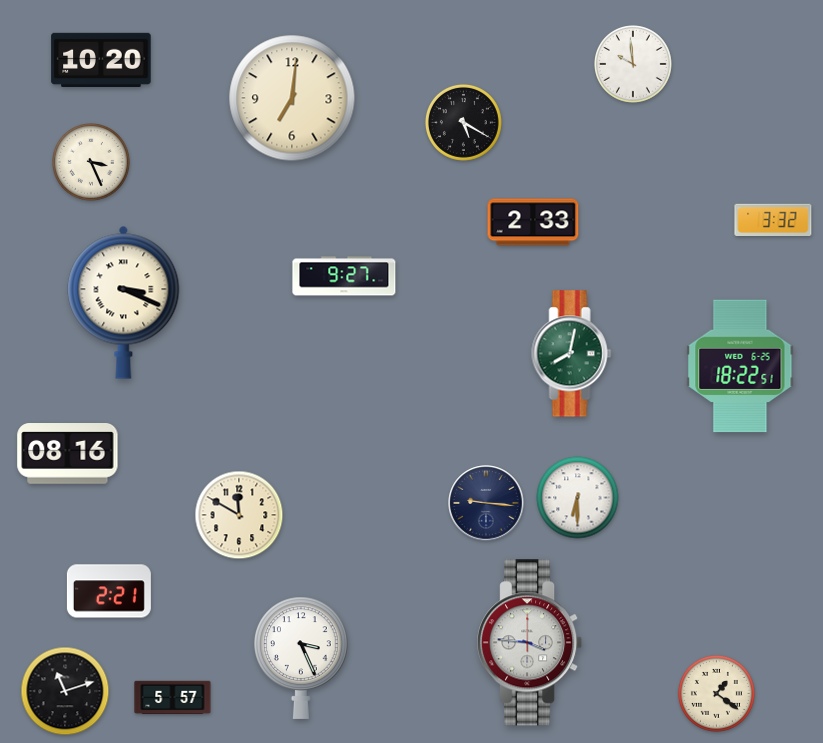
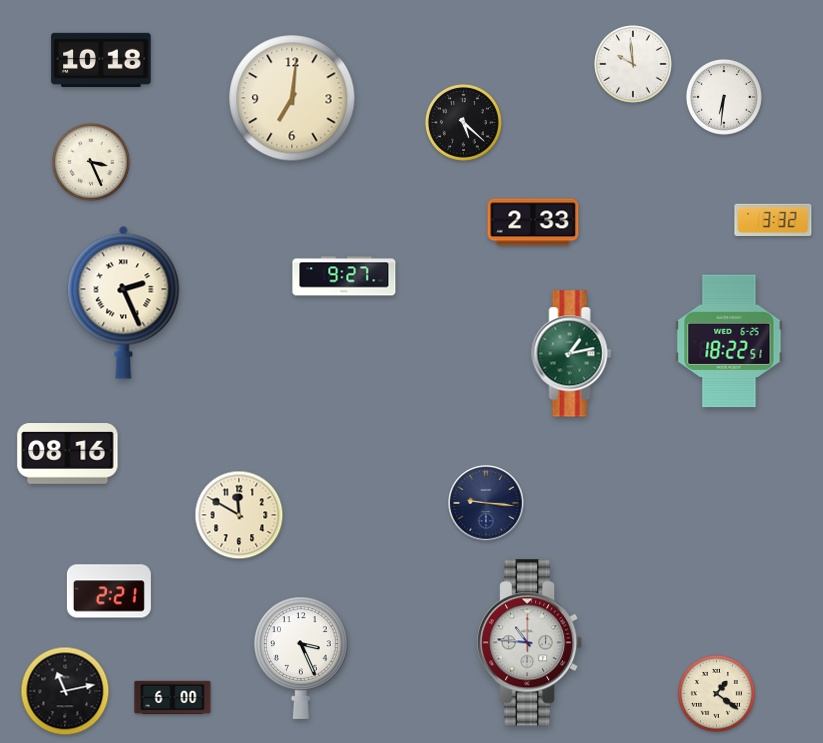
clock at (101, 59): 10:20 -> 10:18
clock at (724, 97): none -> 6:31
clock at (463, 122): 5:20 -> 5:22
clock at (124, 302): 3:19 -> 2:26
clock at (572, 354): 8:02 -> 1:13
clock at (740, 366) position: (740, 366) -> (729, 341)
clock at (578, 498): 6:30 -> none
clock at (531, 643): 3:46 -> 10:46
clock at (65, 691): 11:12 -> 11:13
clock at (173, 698): 5:57 -> 6:00
